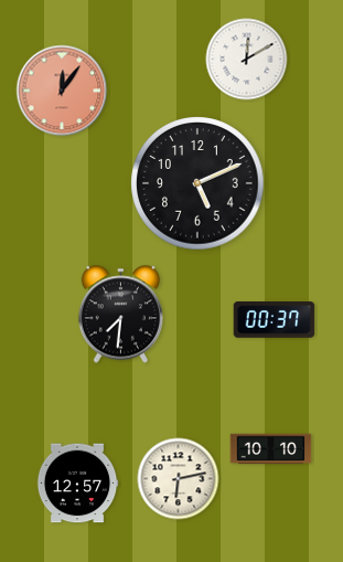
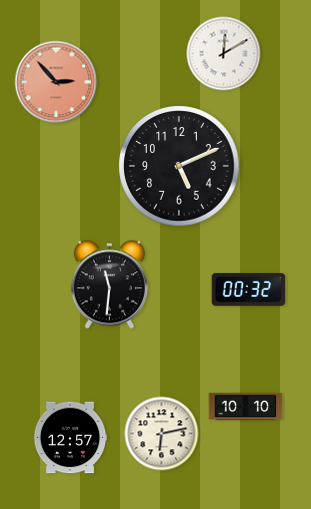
clock at (62, 91): 12:06 -> 2:53
clock at (120, 315): 7:31 -> 11:31
clock at (275, 320): 00:37 -> 00:32
